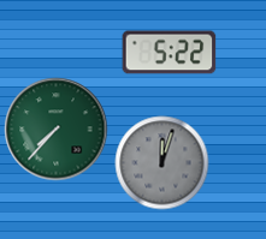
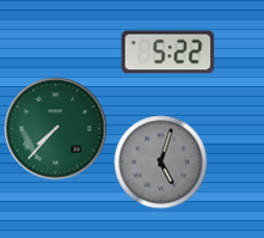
clock at (161, 162): 12:03 -> 5:03
